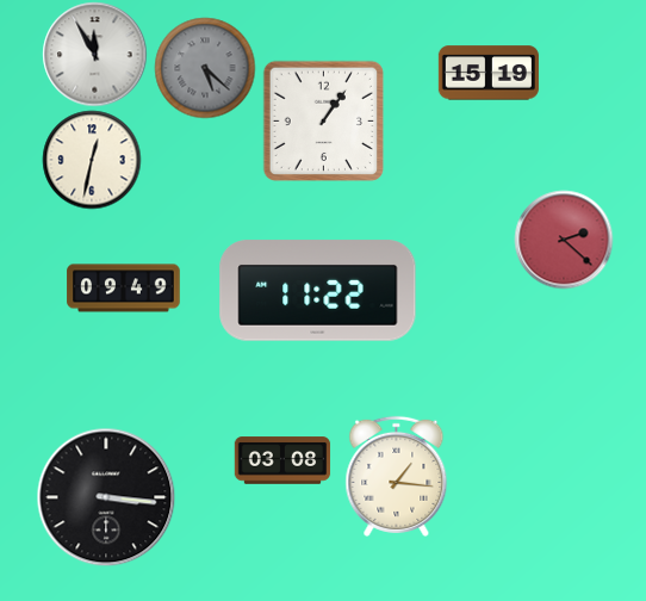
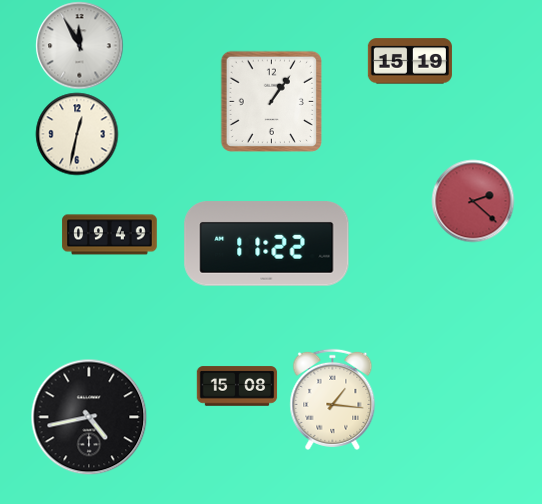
clock at (205, 68): 5:22 -> none
clock at (124, 289) position: (124, 289) -> (110, 235)
clock at (282, 460): 03:08 -> 15:08
clock at (106, 497): 3:16 -> 4:43
